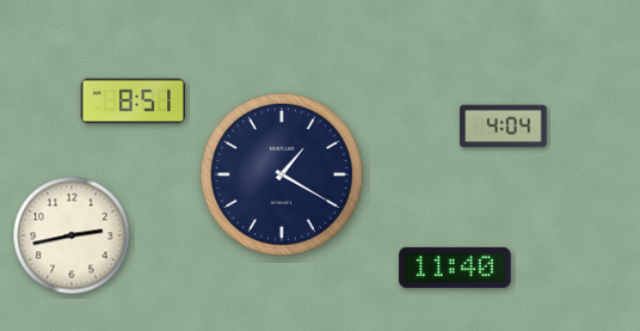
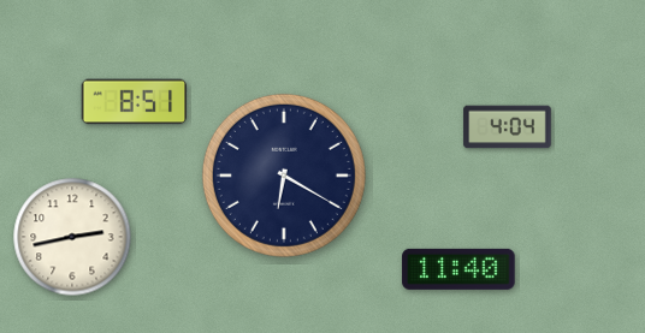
clock at (282, 174): 1:20 -> 6:20
